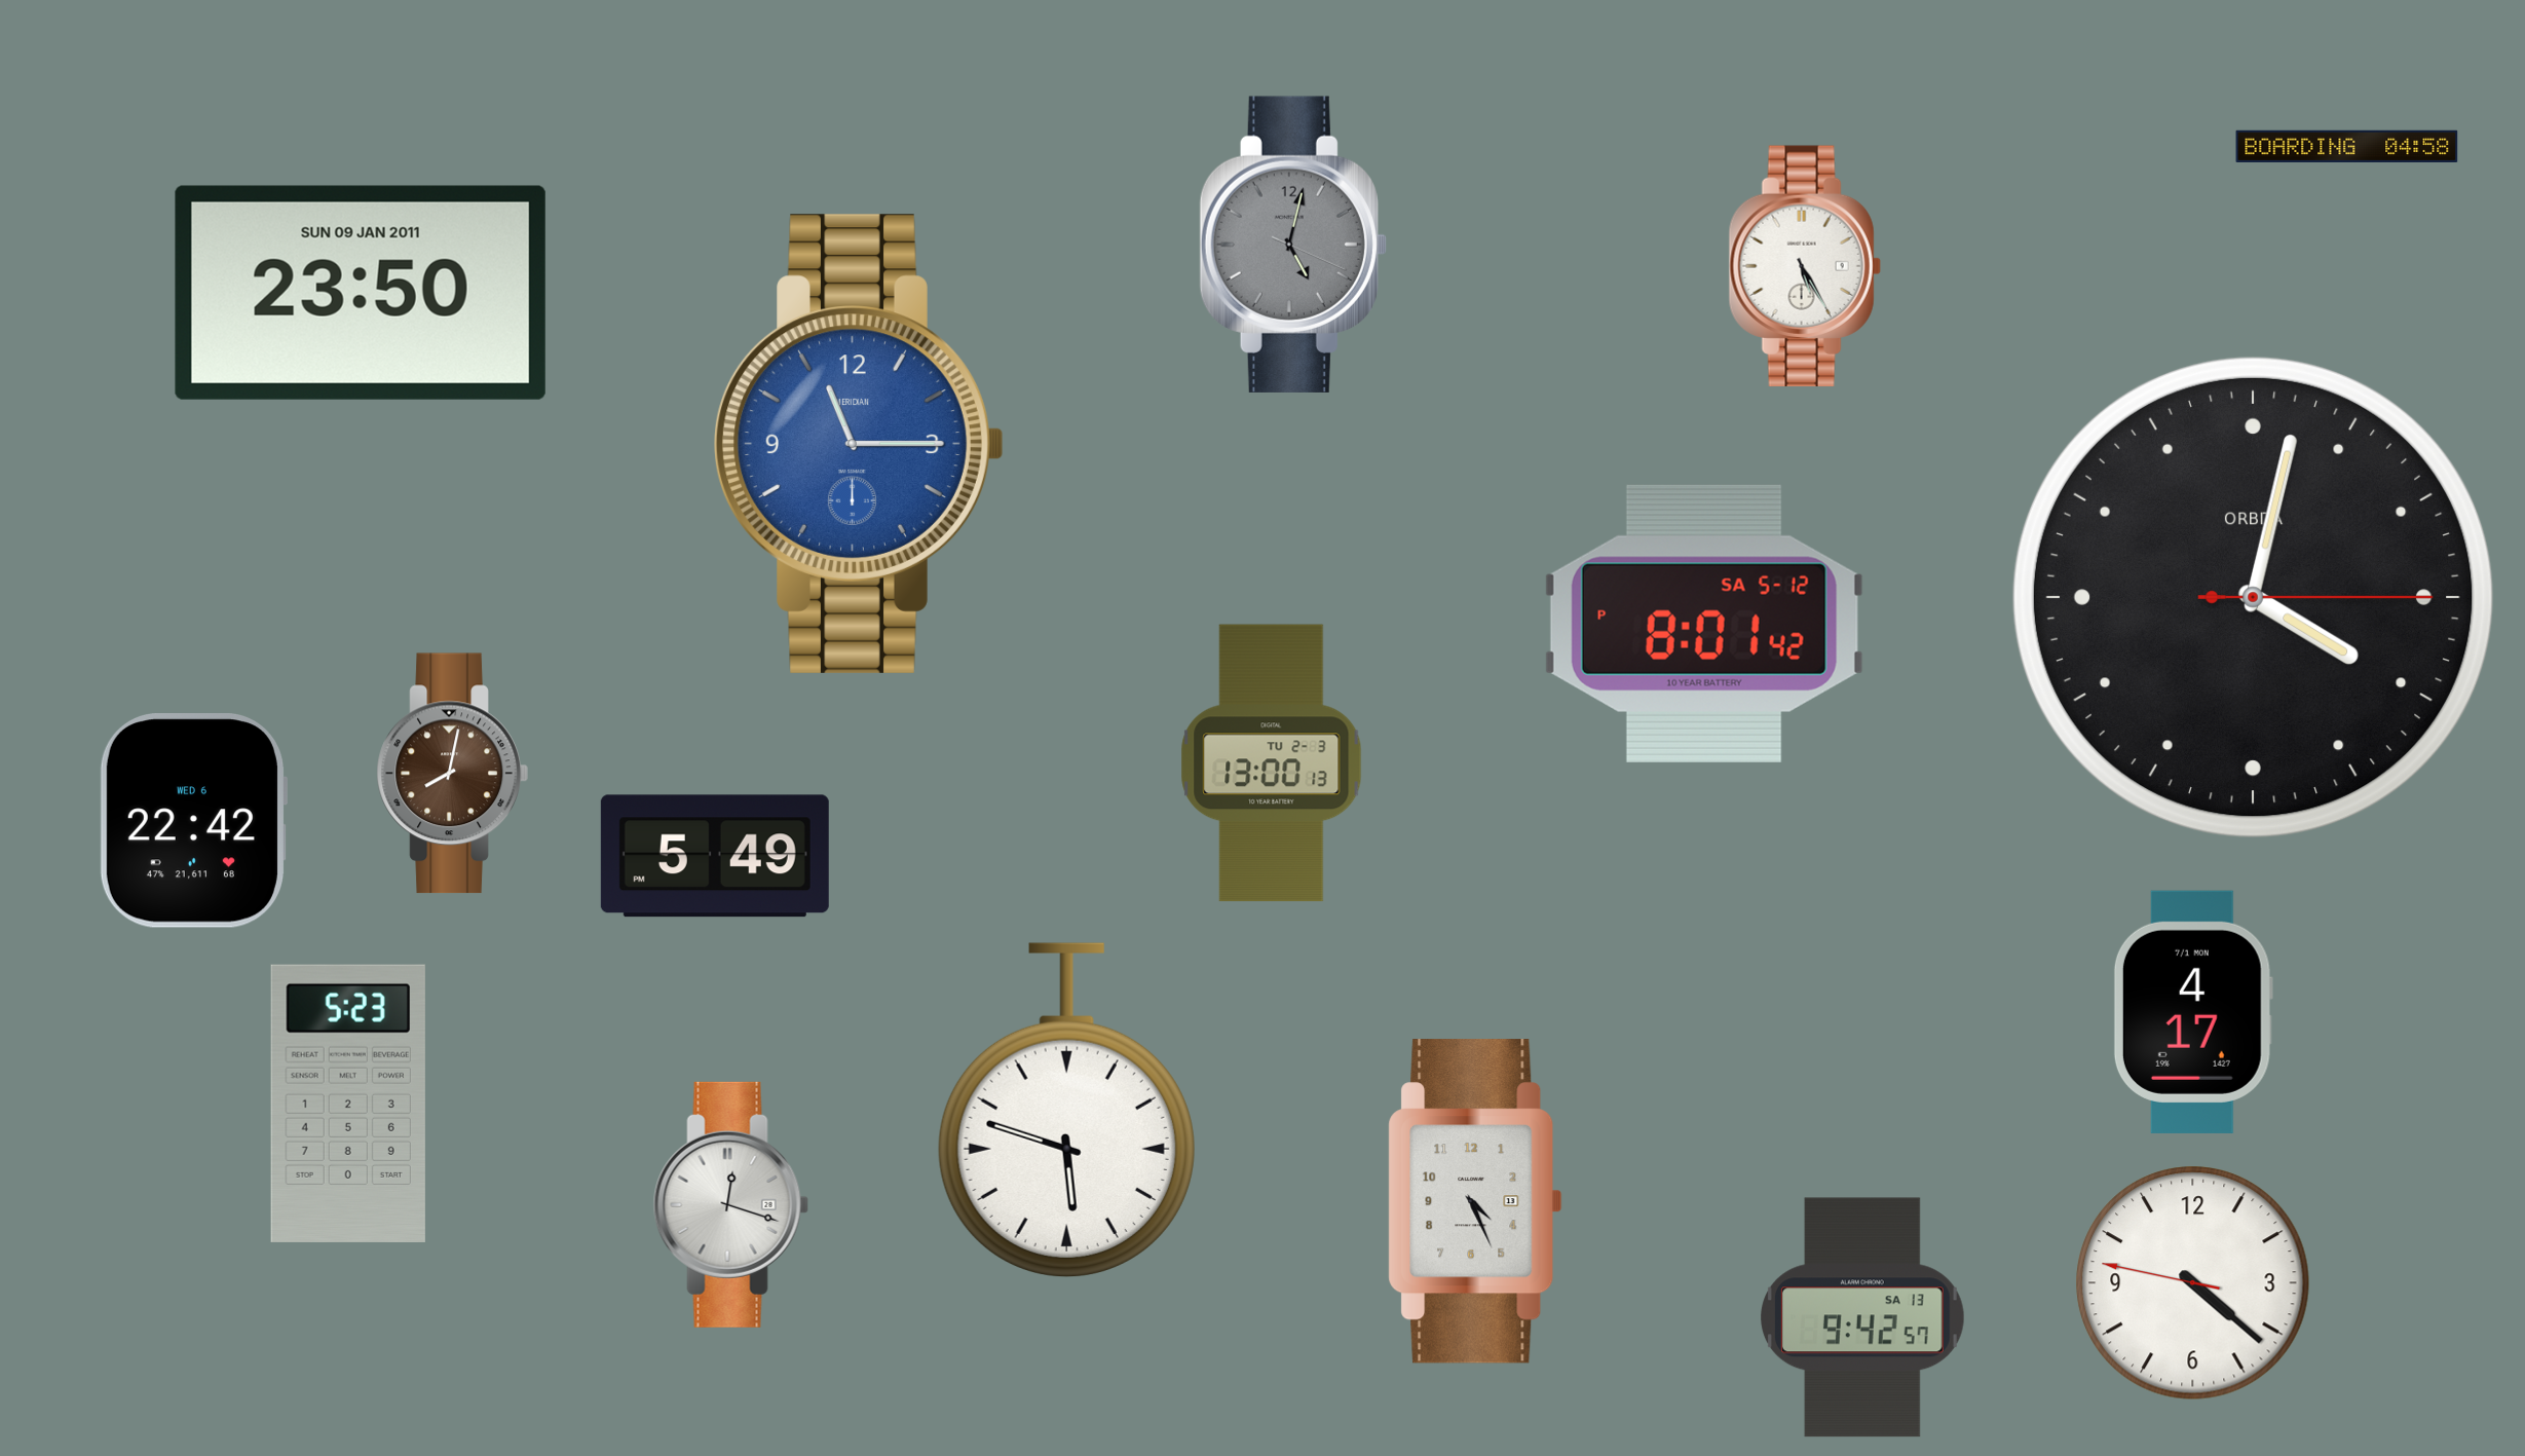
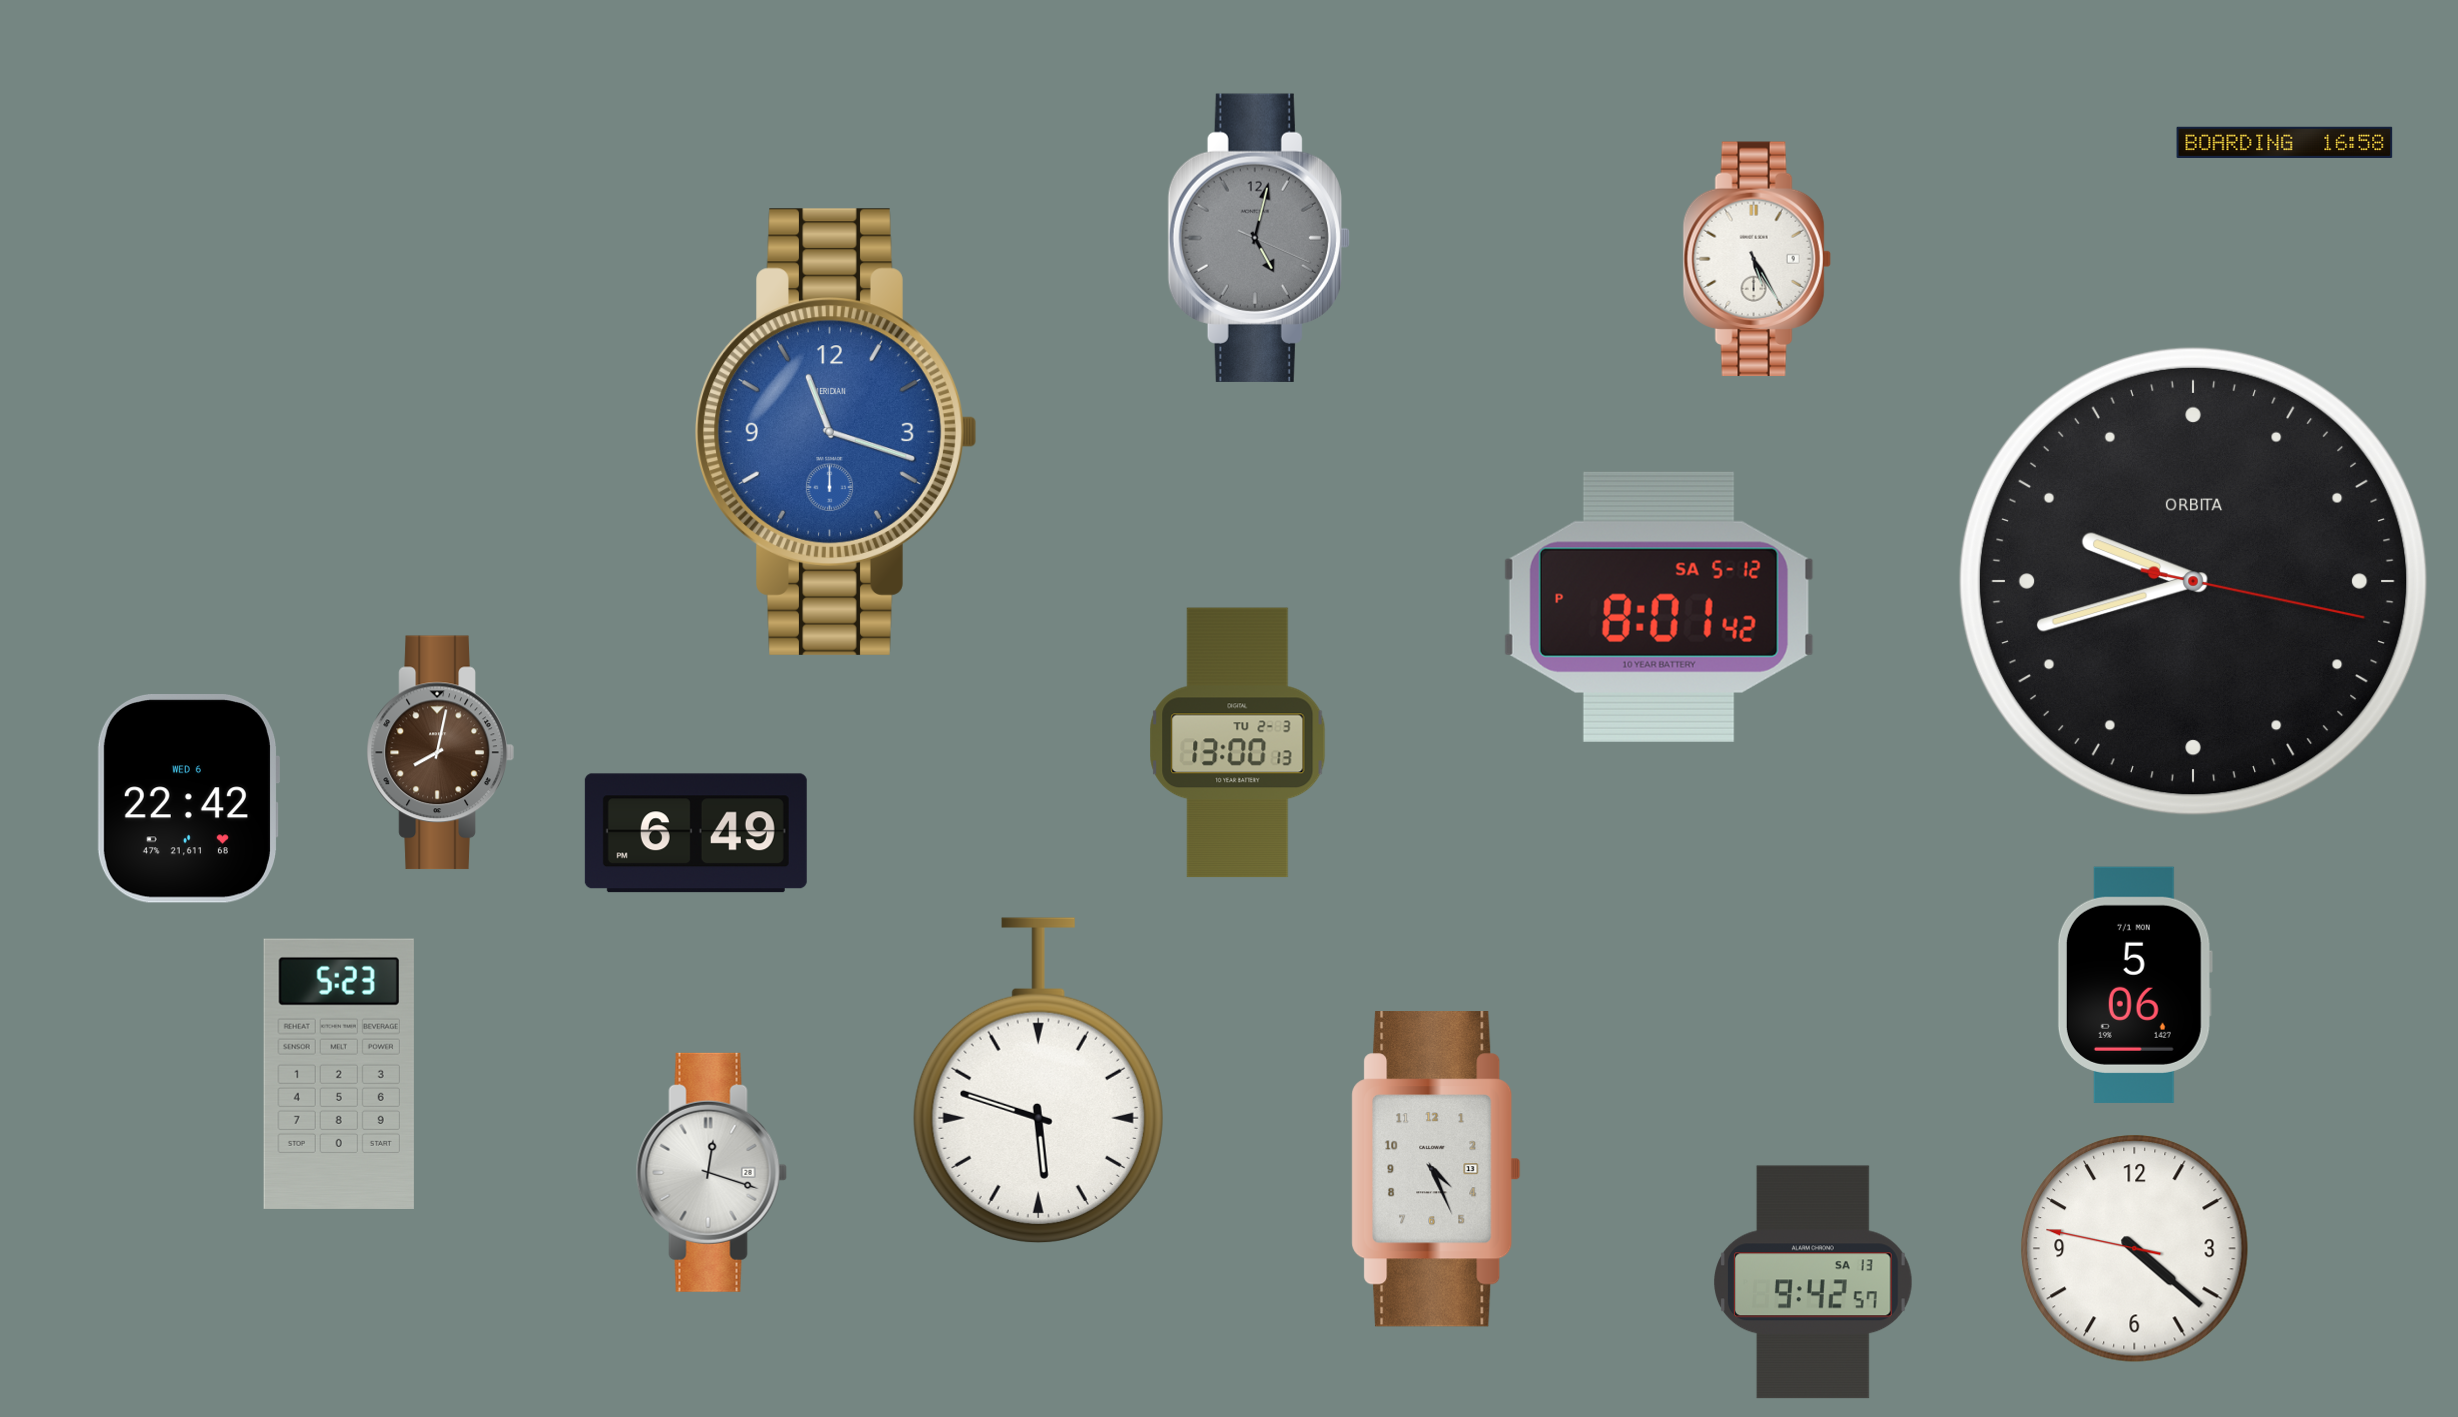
clock at (2347, 146): 04:58 -> 16:58
clock at (361, 293): 23:50 -> none
clock at (859, 444): 11:15 -> 11:18
clock at (2253, 597): 4:02 -> 9:42
clock at (715, 856): 5:49 -> 6:49
clock at (2193, 1012): 4:17 -> 5:06
